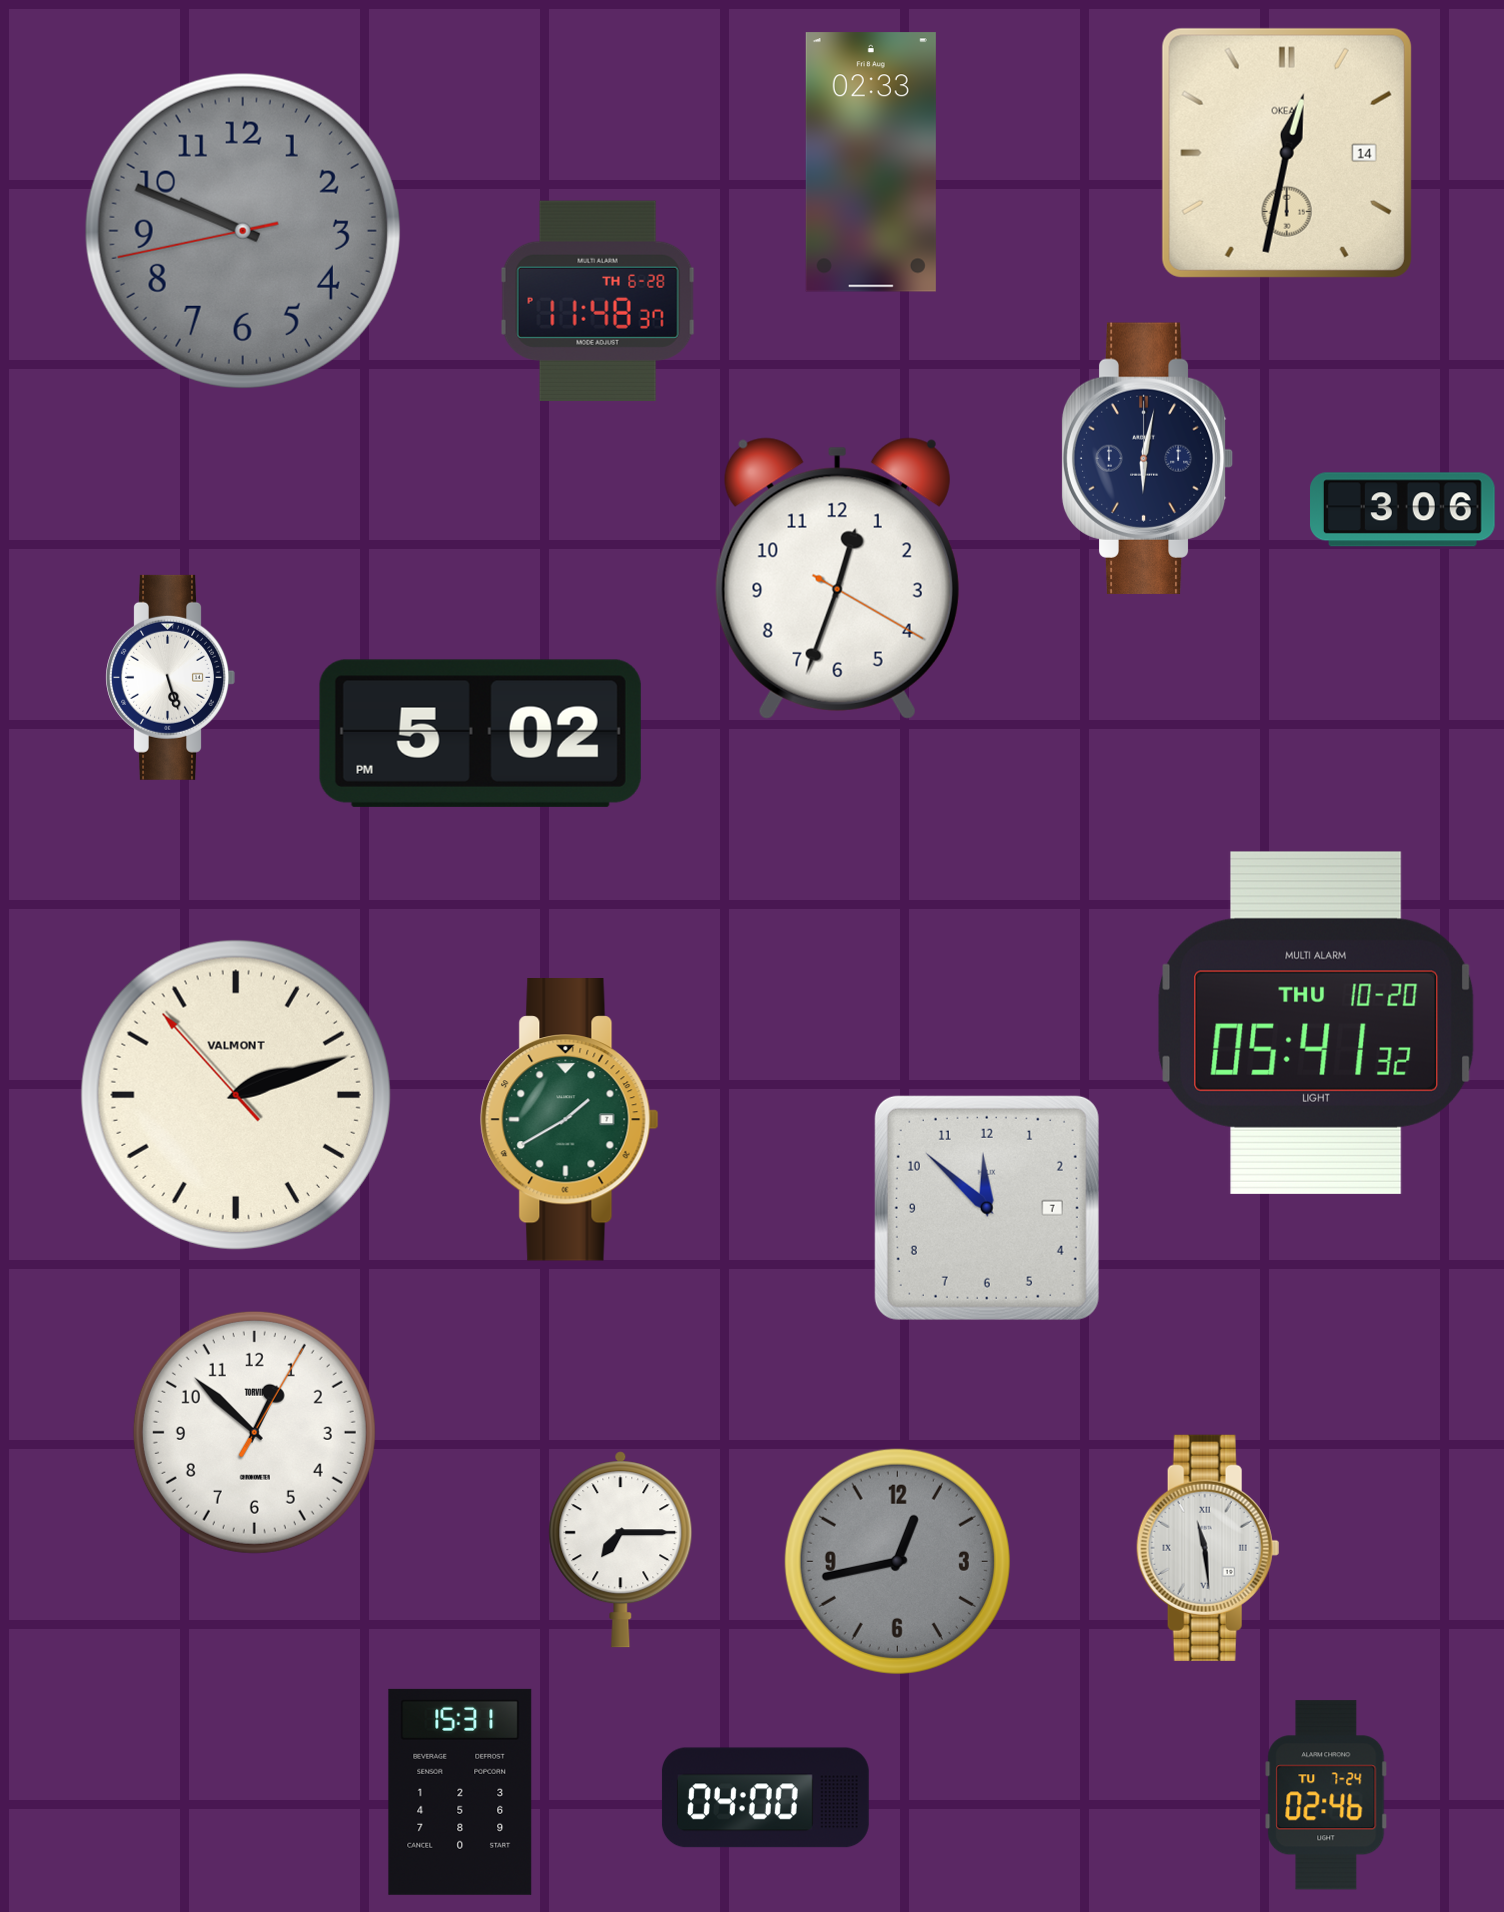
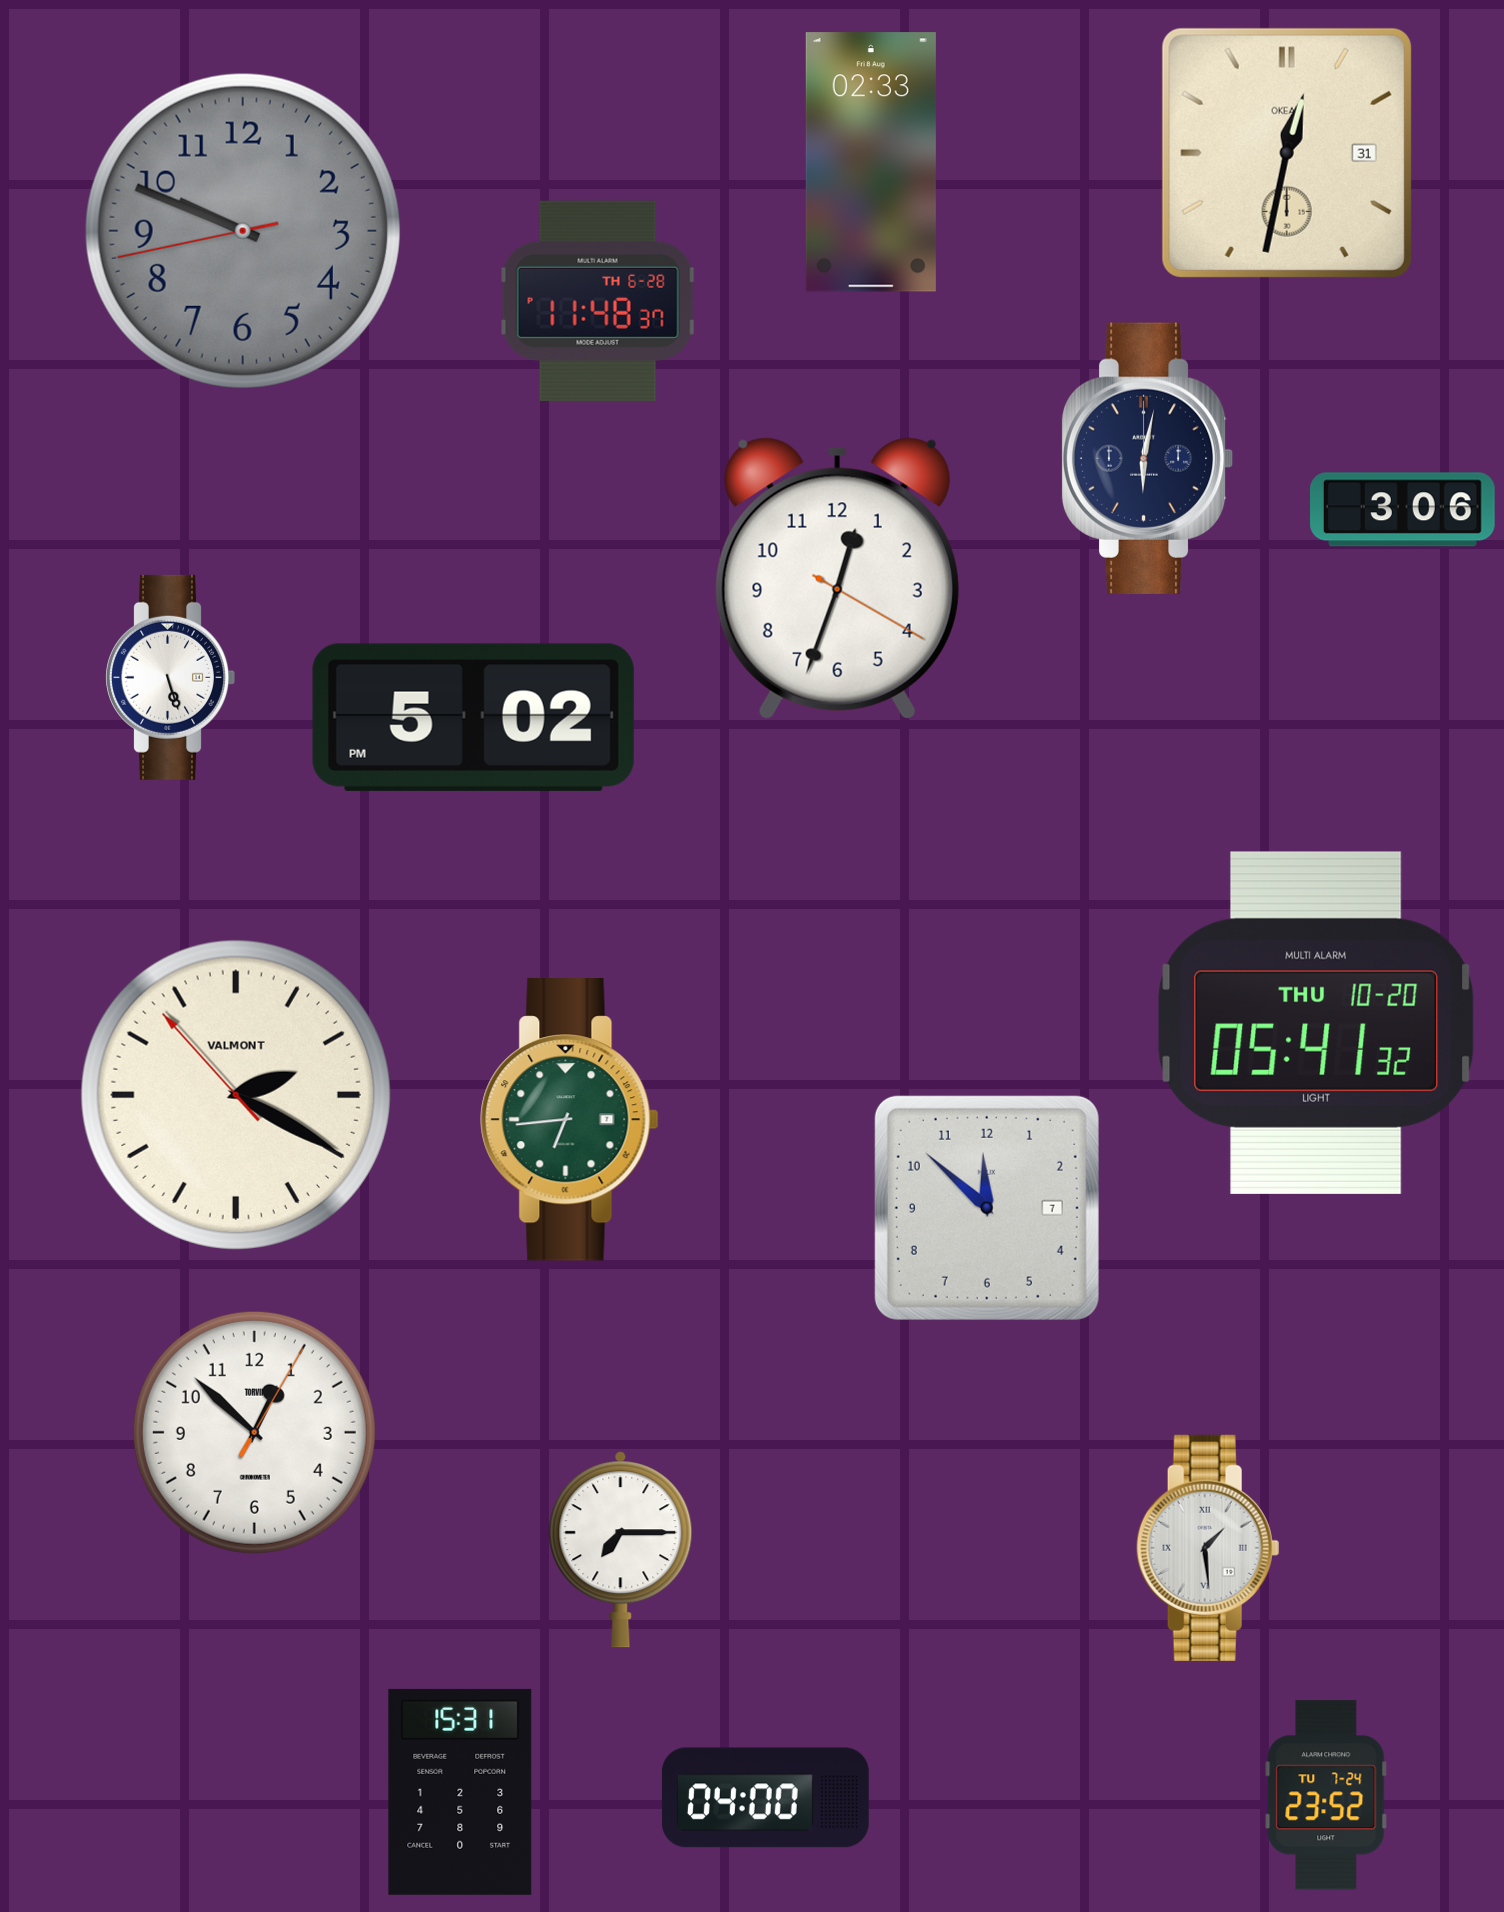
clock at (1287, 153) date: 14 -> 31
clock at (480, 733) position: (480, 733) -> (473, 717)
clock at (236, 1095): 2:11 -> 2:19
clock at (570, 1119): 1:40 -> 6:44
clock at (1208, 1548): 11:29 -> 1:29
clock at (897, 1561): 12:43 -> none
clock at (1326, 1795): 02:46 -> 23:52
